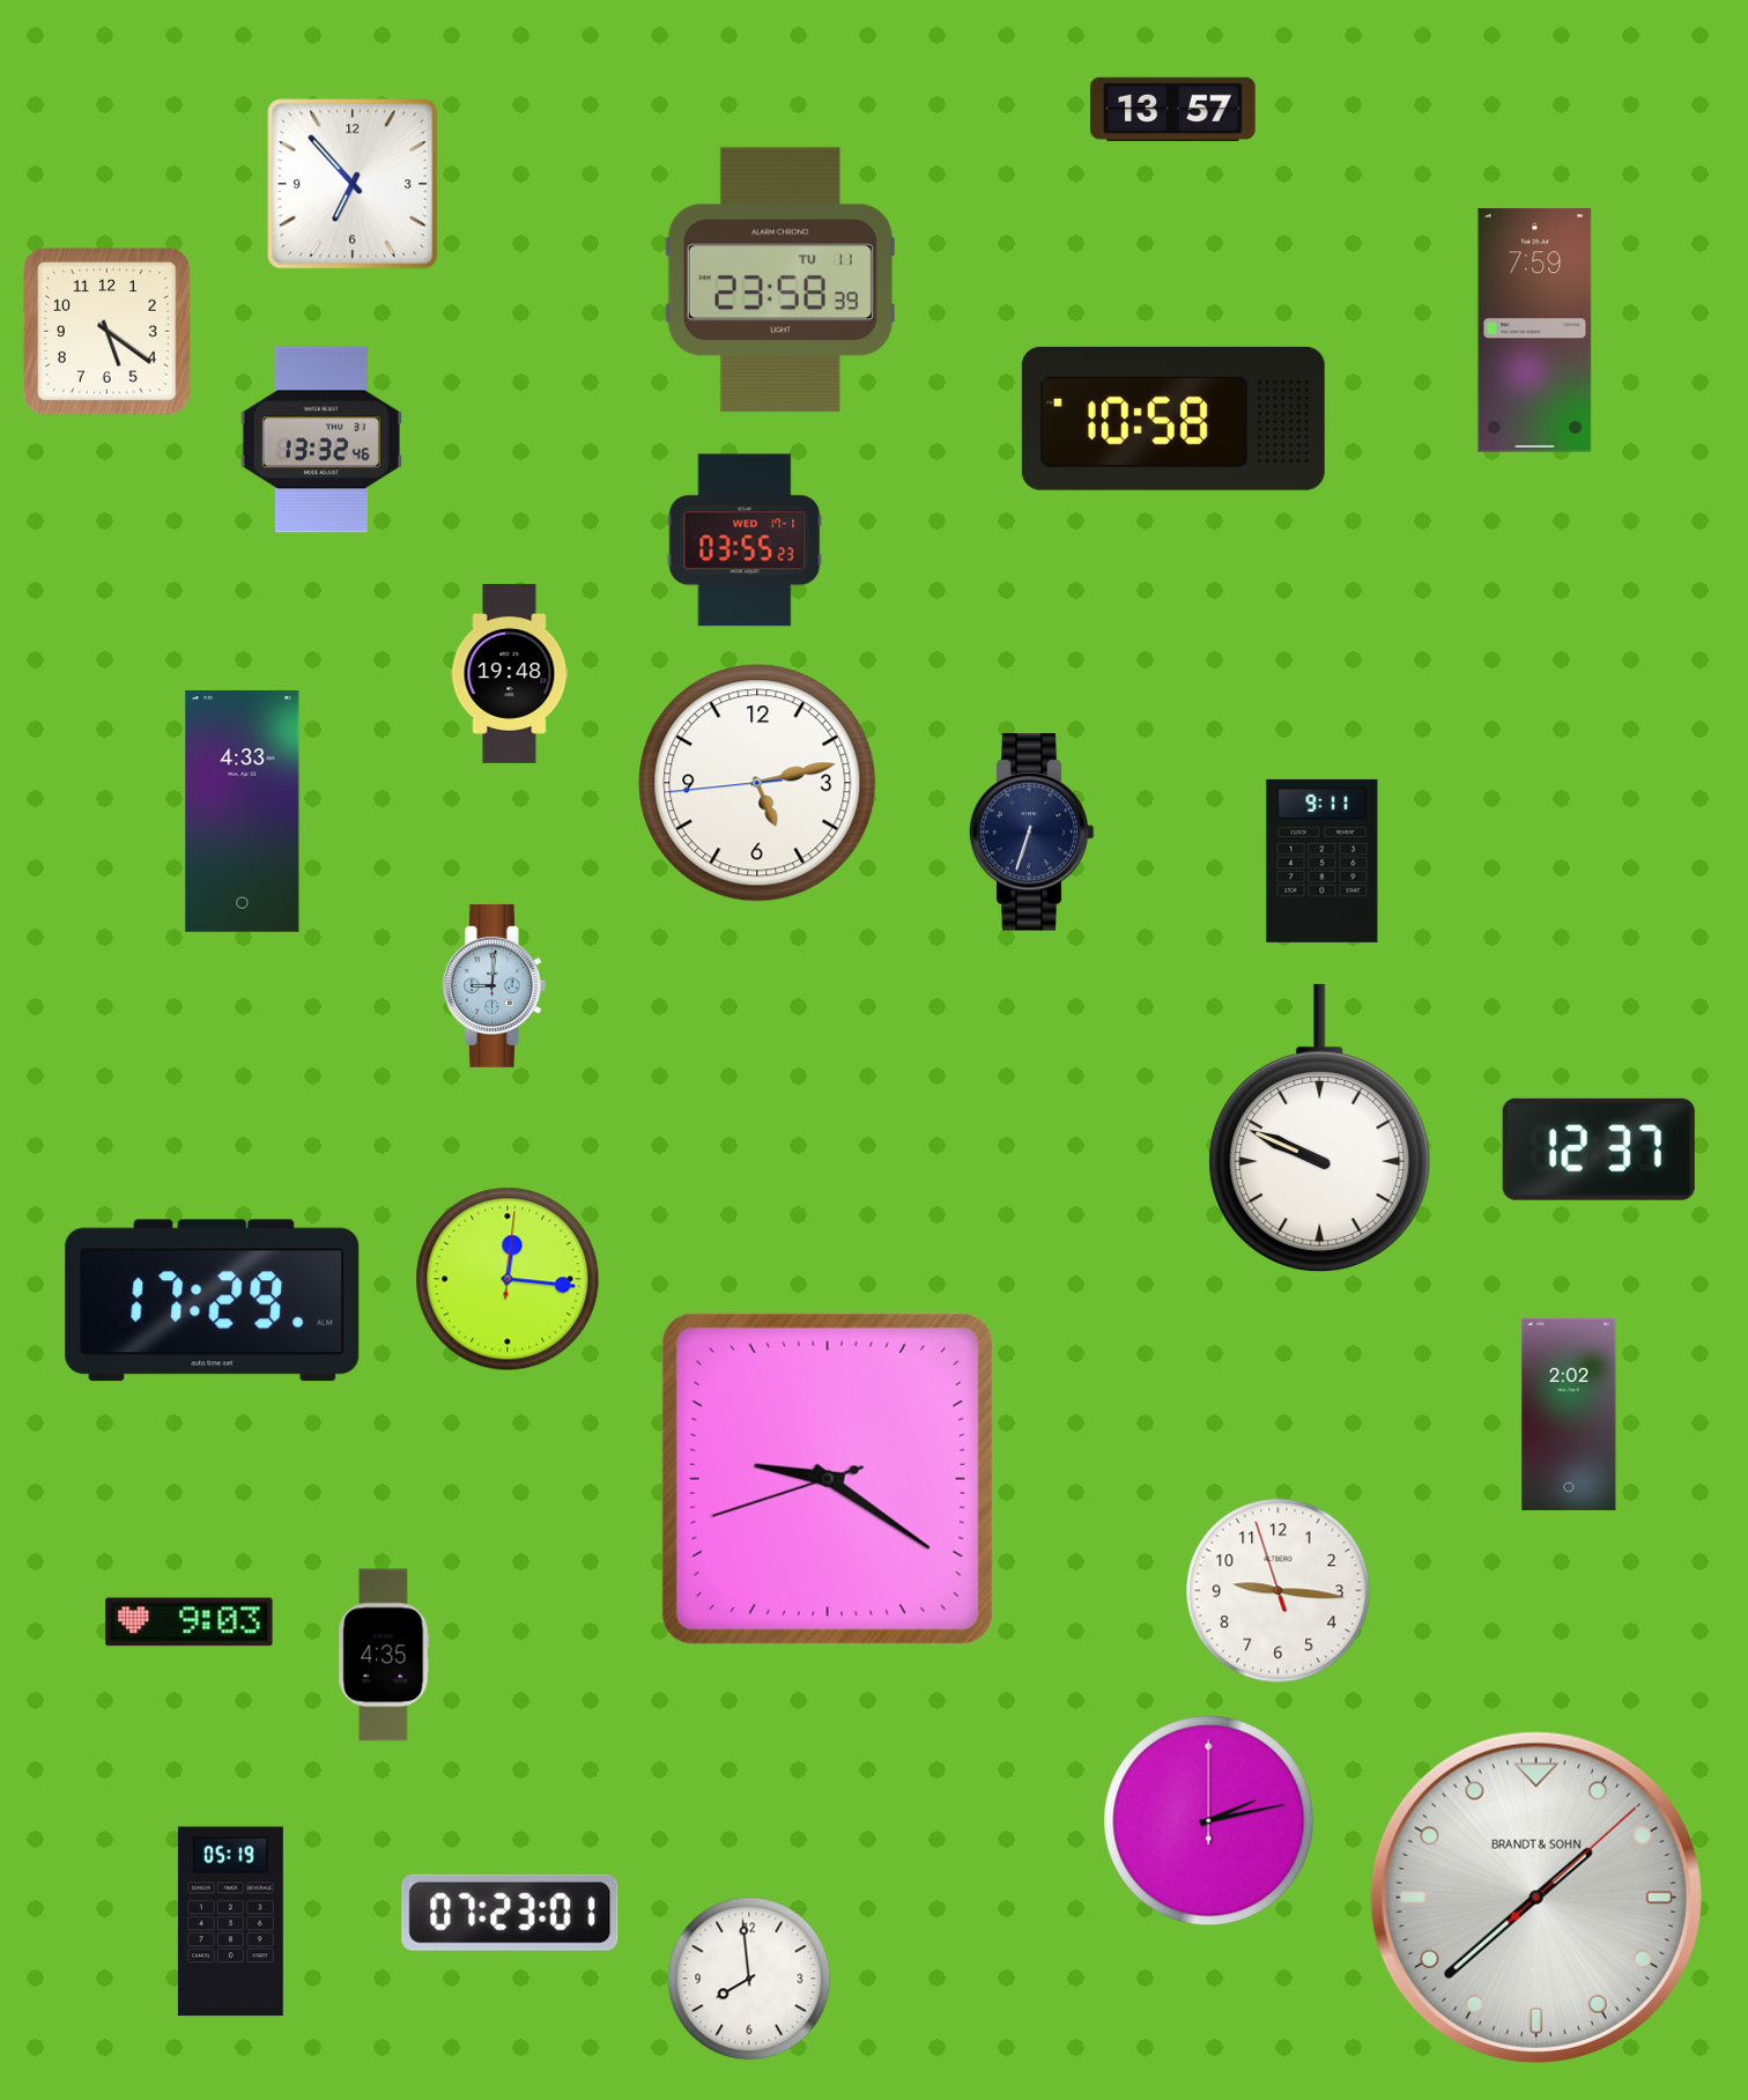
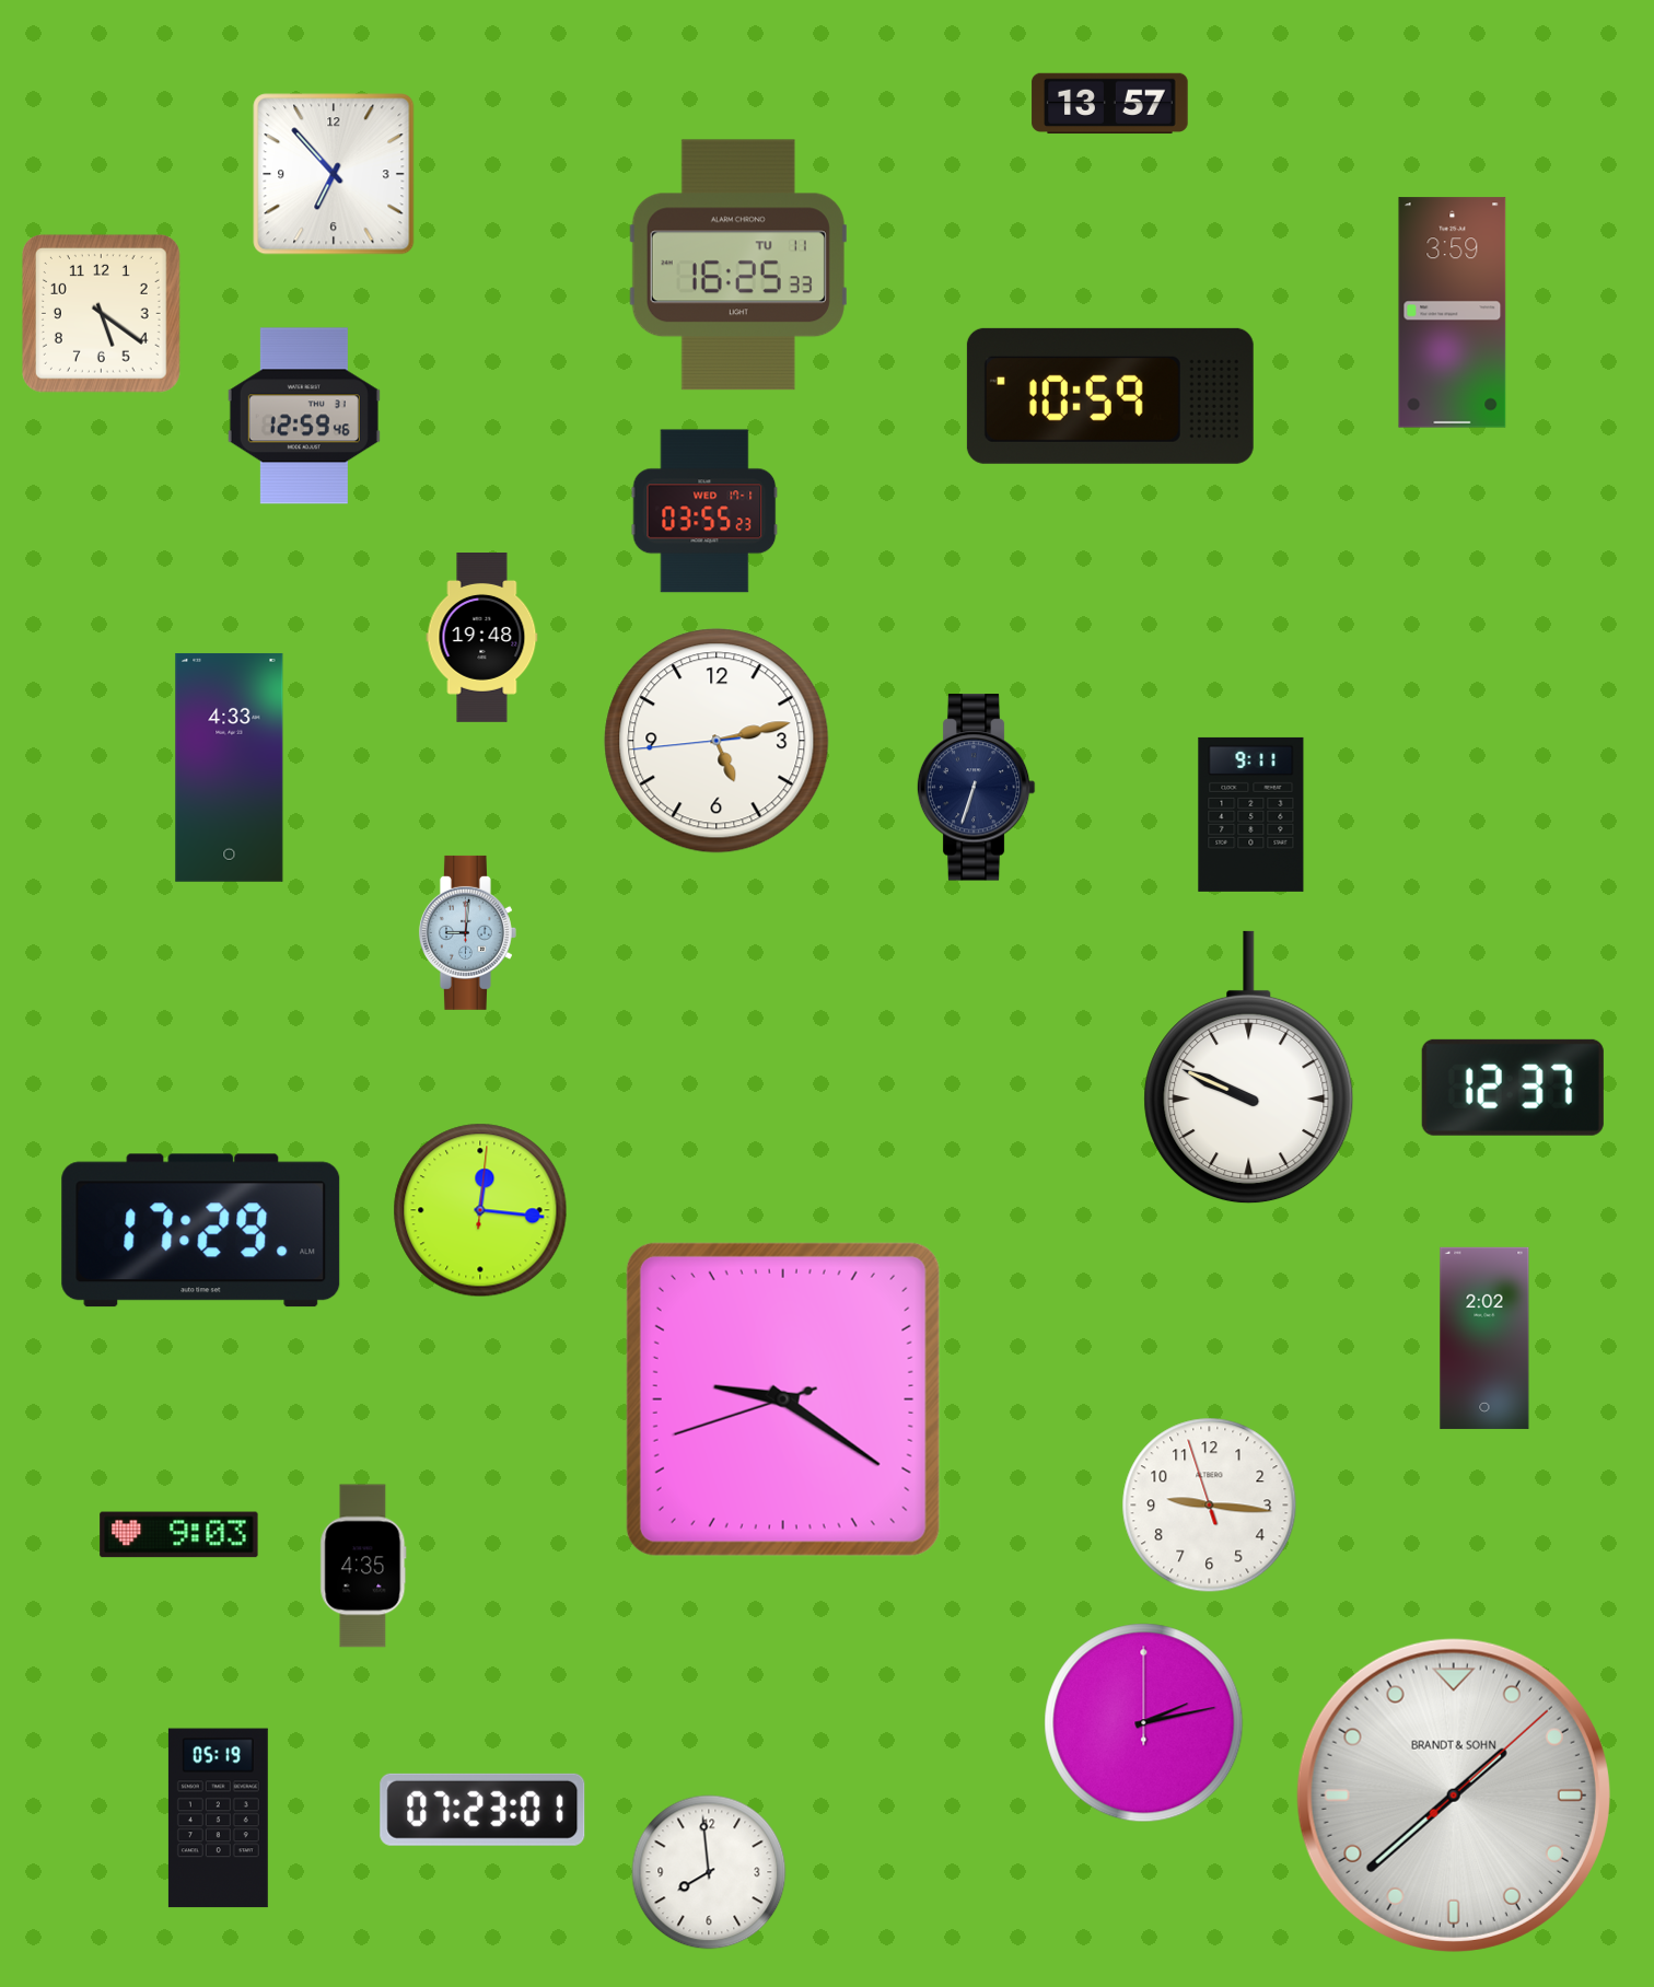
clock at (780, 280): 23:58 -> 16:25
clock at (1535, 331): 7:59 -> 3:59
clock at (1173, 419): 10:58 -> 10:59
clock at (321, 439): 13:32 -> 12:59
